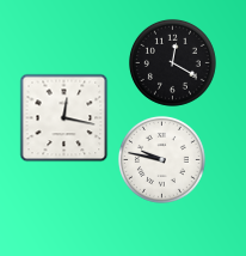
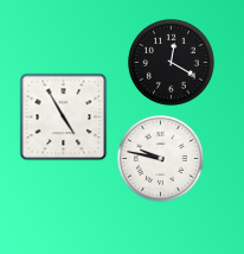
clock at (64, 118): 12:17 -> 4:55
